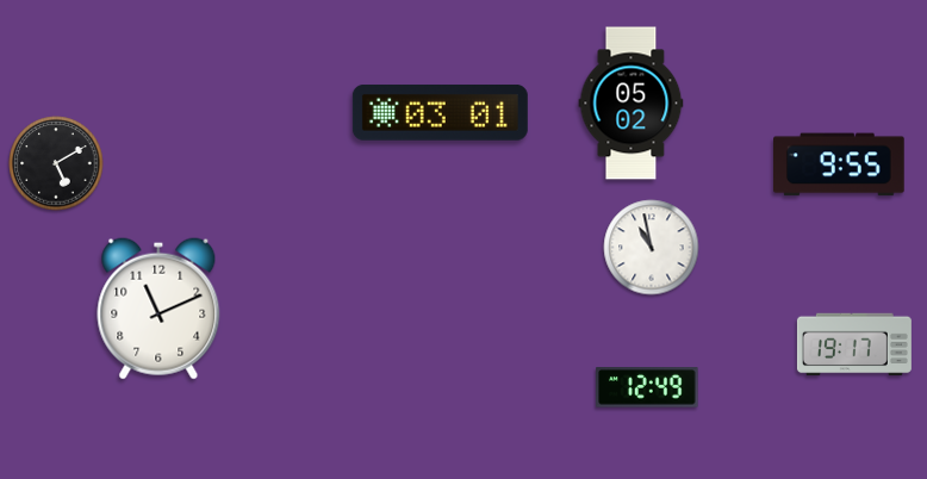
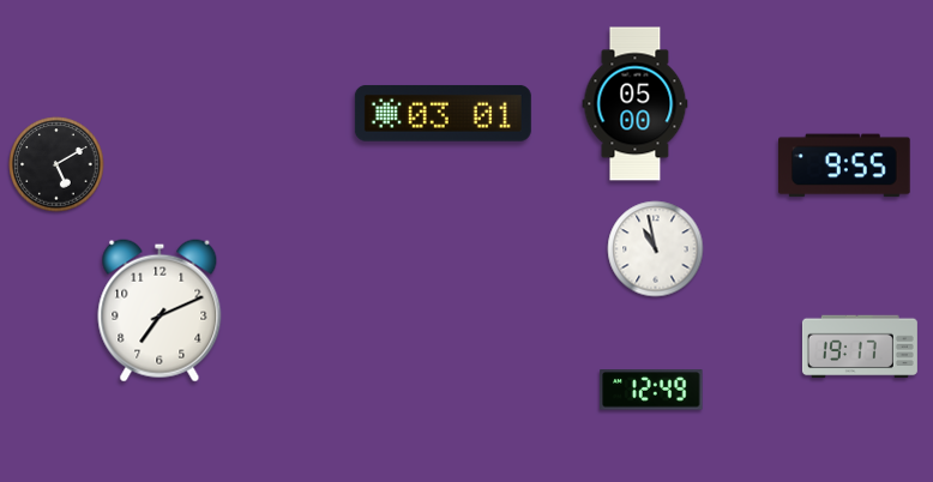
clock at (632, 104): 05:02 -> 05:00
clock at (158, 309): 11:11 -> 7:11
